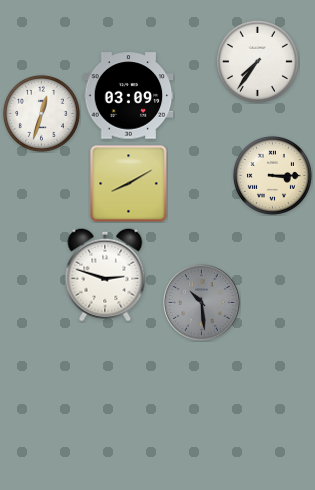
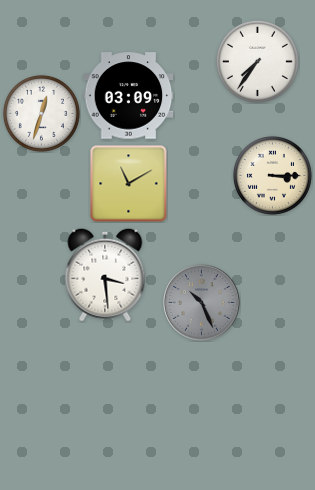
clock at (129, 184): 8:10 -> 11:10
clock at (105, 275): 2:48 -> 3:29
clock at (202, 303): 10:29 -> 10:26
